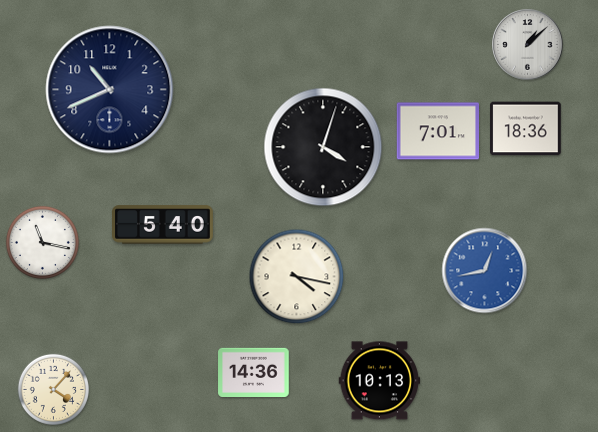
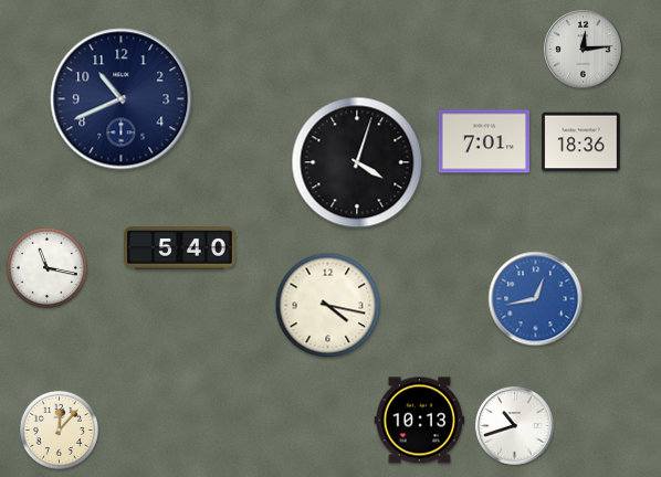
clock at (528, 45): 1:08 -> 12:14
clock at (438, 131) position: (438, 131) -> (484, 141)
clock at (254, 372): 14:36 -> none
clock at (515, 426): none -> 10:42
clock at (53, 389): 4:07 -> 12:07
